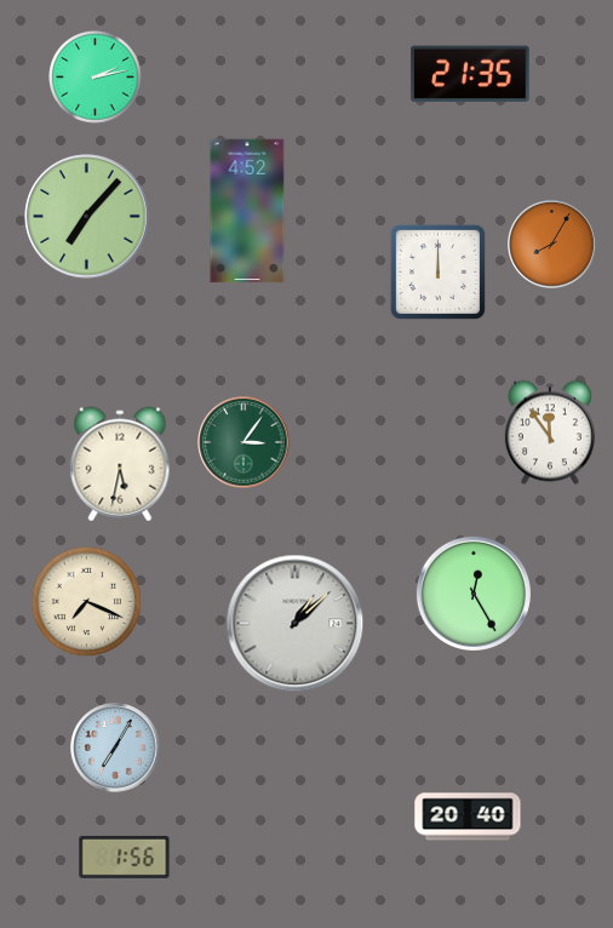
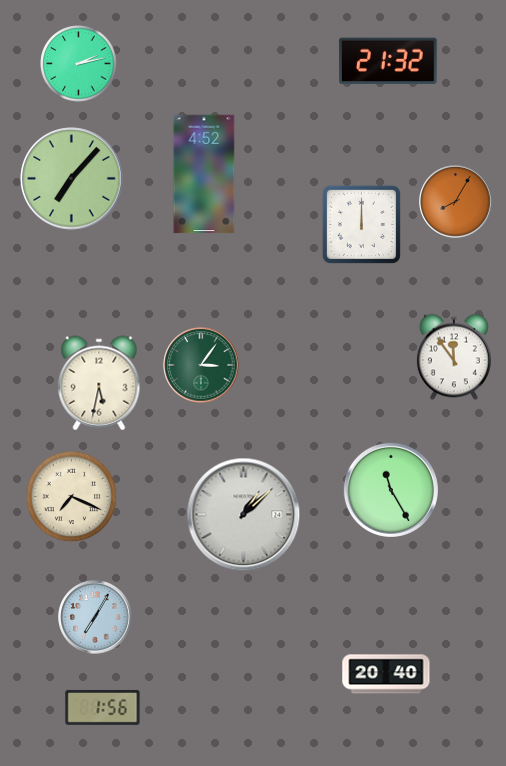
clock at (470, 73): 21:35 -> 21:32
clock at (474, 594): 12:25 -> 11:25
